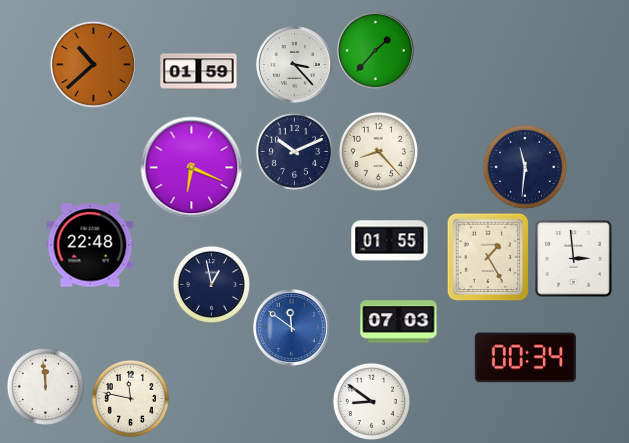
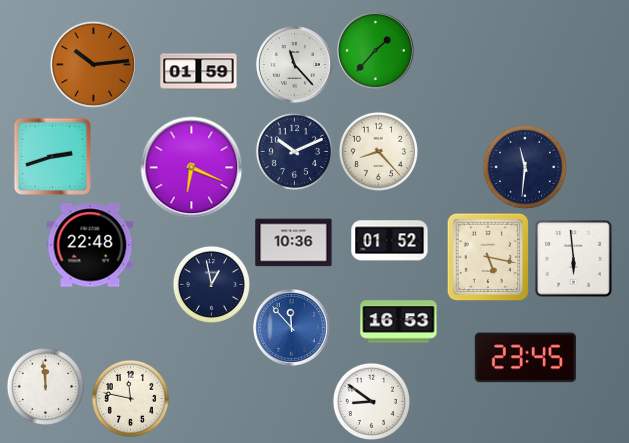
clock at (93, 64): 10:38 -> 10:14
clock at (295, 65): 3:23 -> 11:23
clock at (52, 156): none -> 2:42
clock at (390, 241): 01:55 -> 01:52
clock at (294, 243): none -> 10:36
clock at (488, 257): 1:25 -> 5:17
clock at (574, 259): 2:59 -> 5:59
clock at (399, 322): 07:03 -> 16:53
clock at (292, 328): 11:51 -> 11:53
clock at (525, 358): 00:34 -> 23:45
